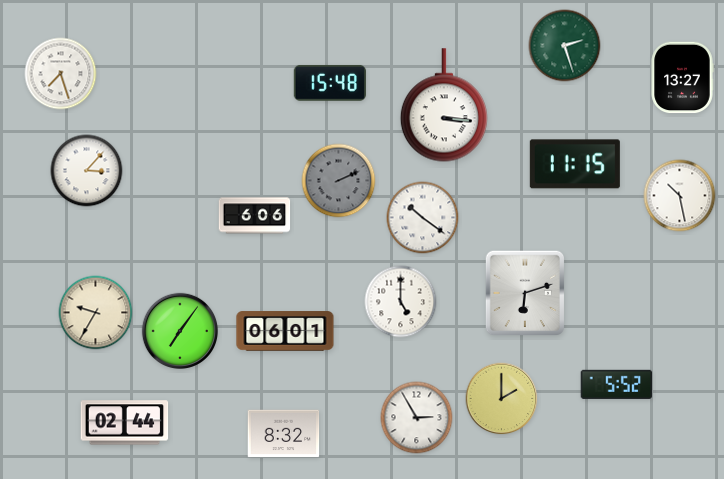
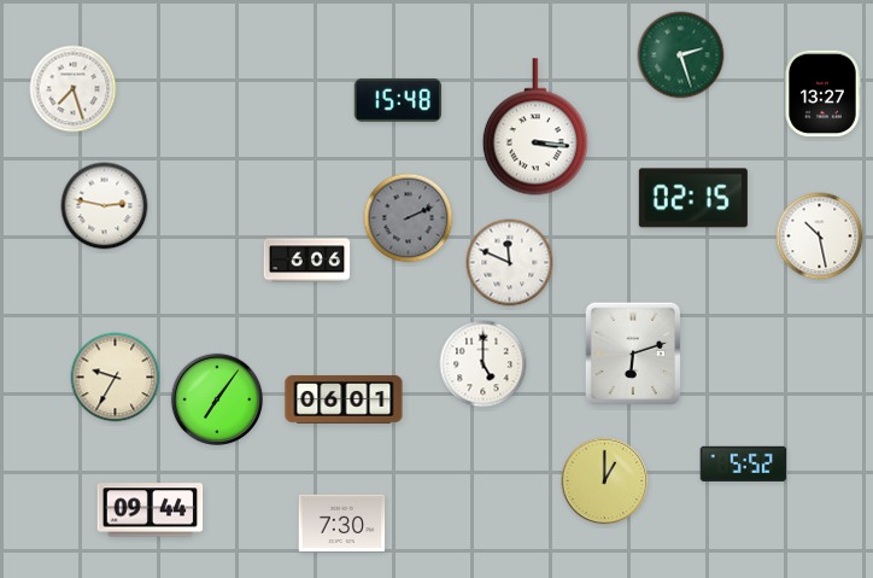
clock at (575, 164): 11:15 -> 02:15
clock at (87, 171): 3:07 -> 2:47
clock at (423, 218): 10:21 -> 11:49
clock at (502, 399): 2:00 -> 1:00
clock at (417, 418): 2:55 -> none
clock at (125, 423): 02:44 -> 09:44
clock at (284, 434): 8:32 -> 7:30
